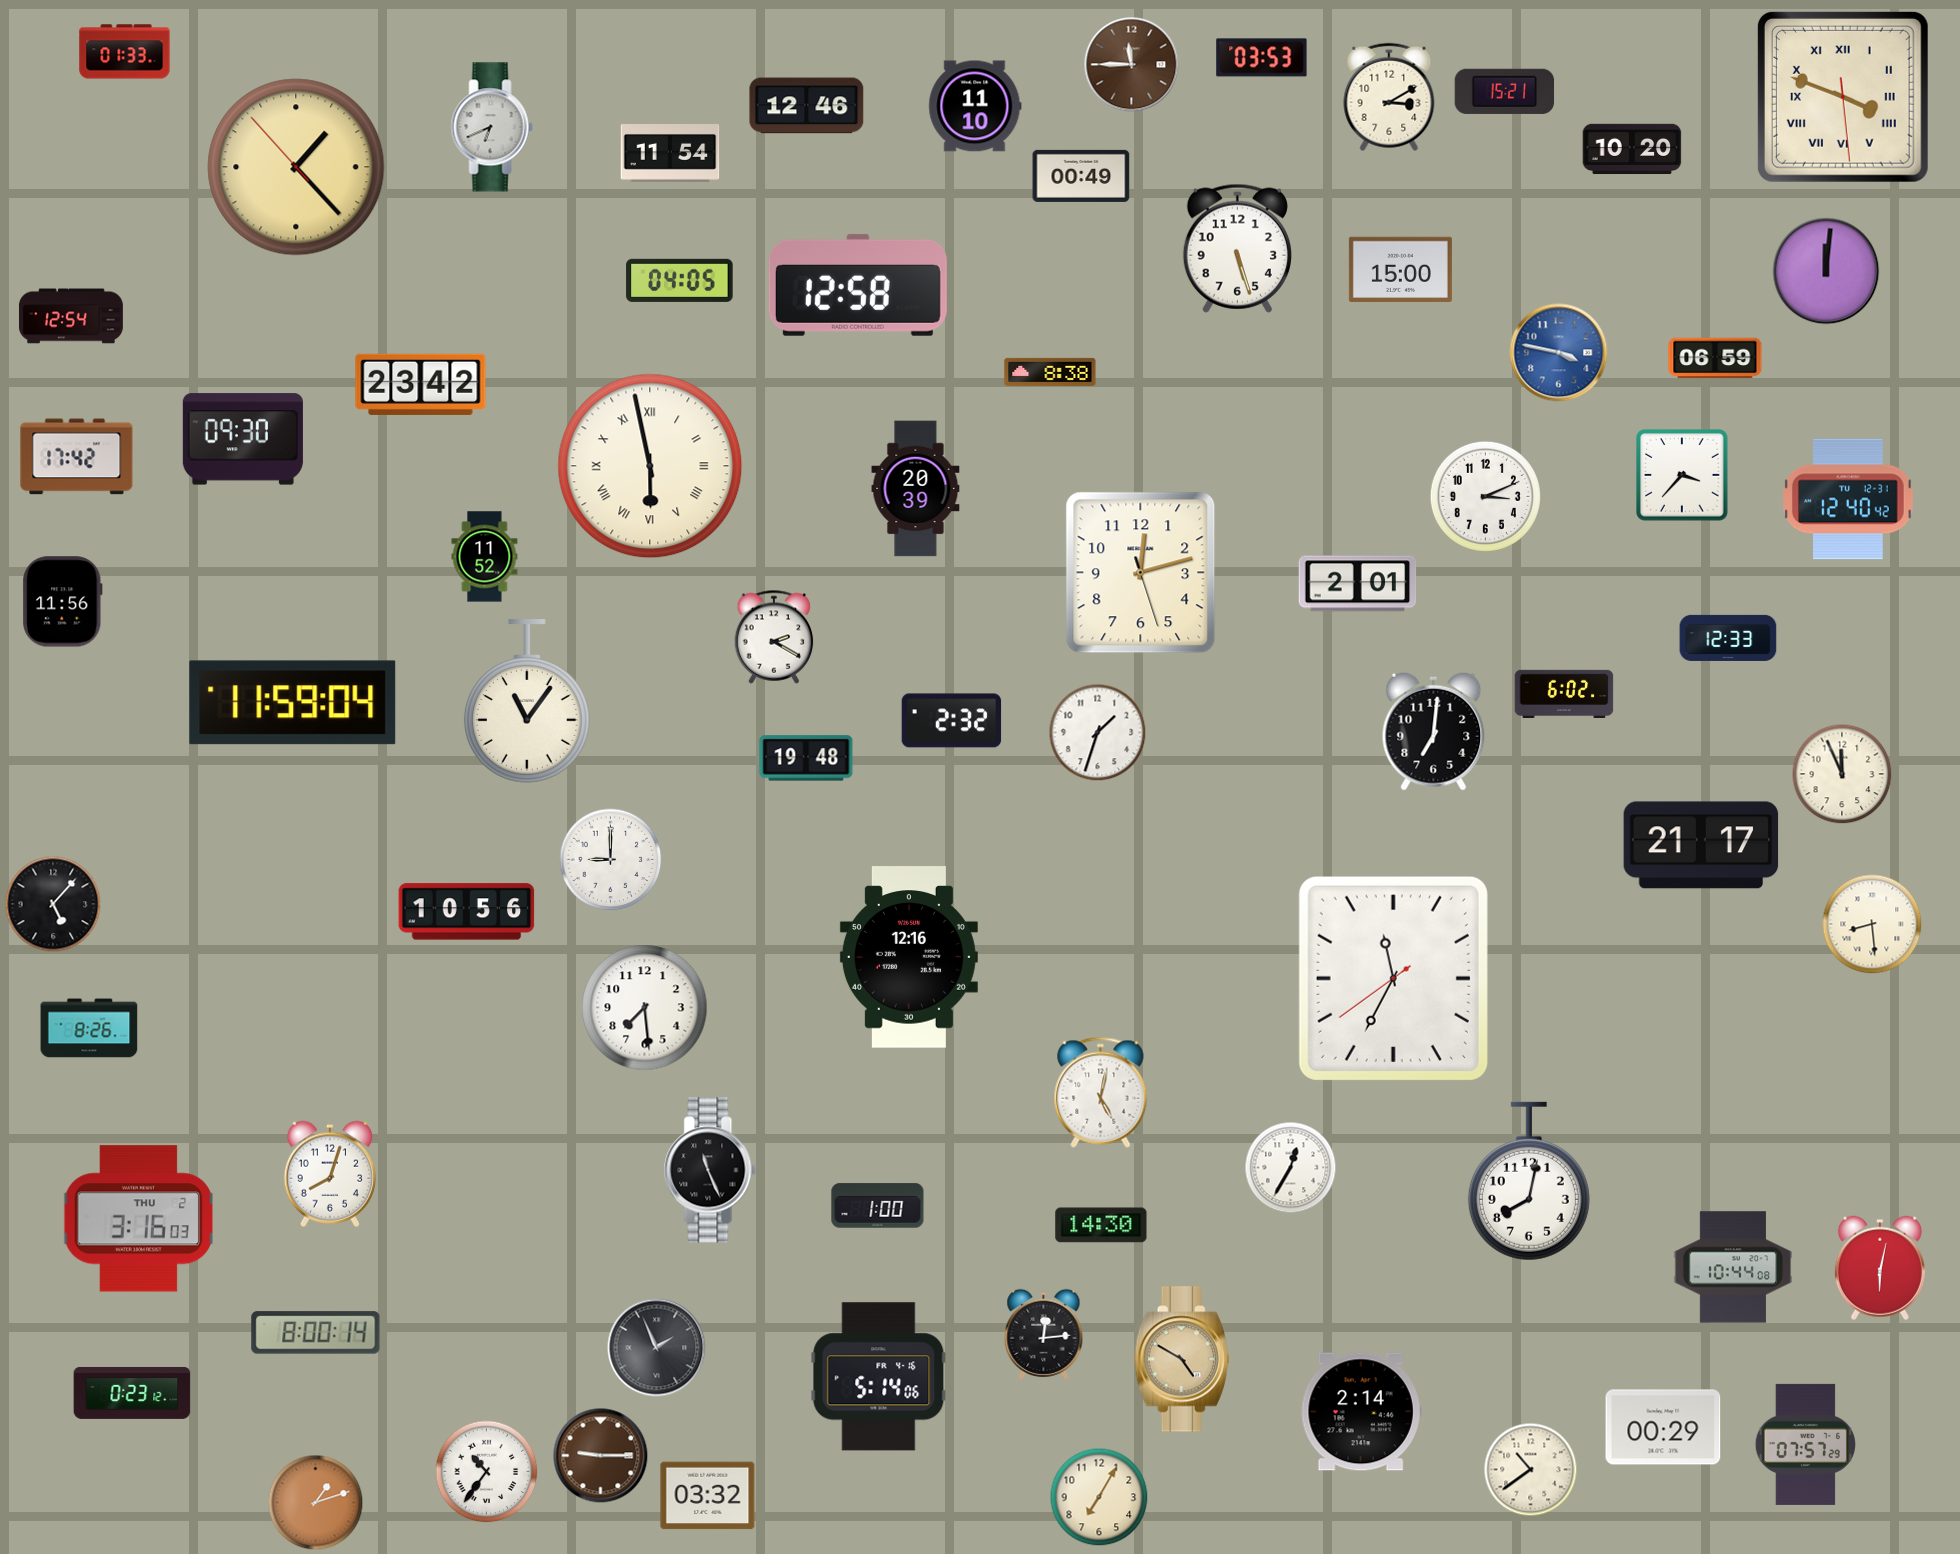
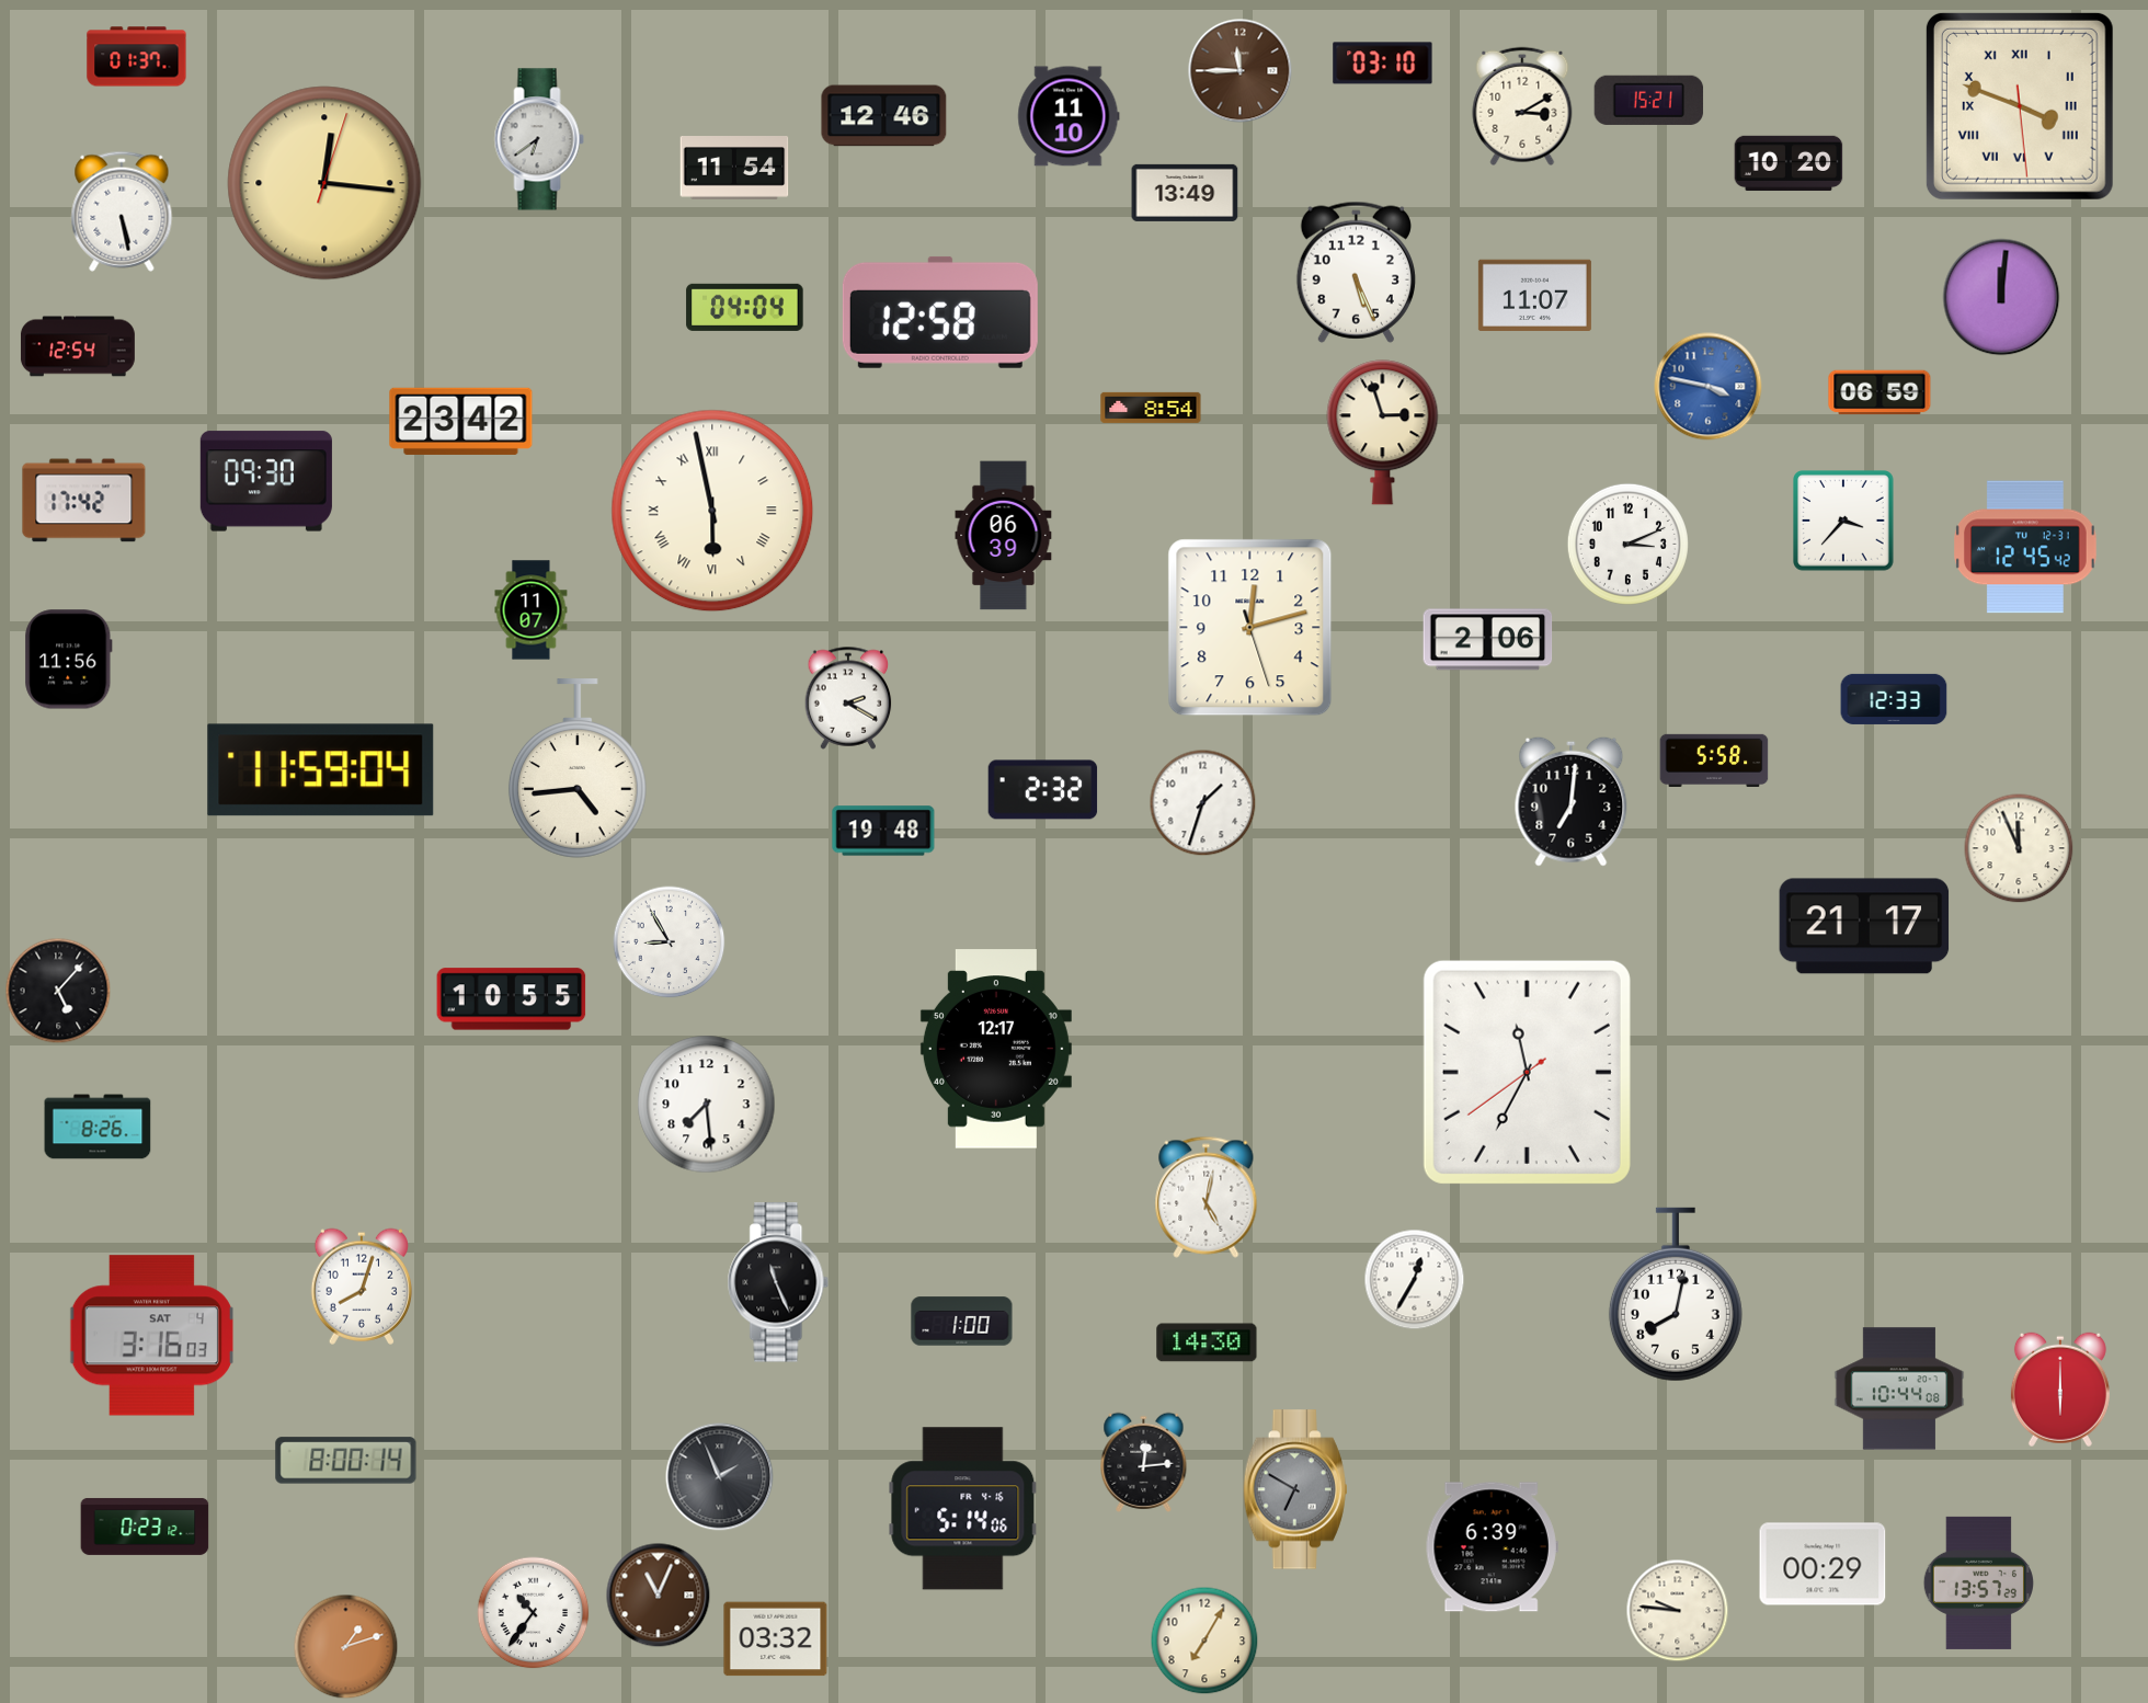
clock at (125, 52): 01:33 -> 01:37
clock at (1262, 58): 03:53 -> 03:10
clock at (492, 127): 6:41 -> 6:39
clock at (296, 167): 1:22 -> 12:16
clock at (1081, 176): 00:49 -> 13:49
clock at (122, 212): none -> 5:28
clock at (1237, 248): 5:27 -> 5:26
clock at (1400, 269): 15:00 -> 11:07
clock at (680, 280): 04:05 -> 04:04
clock at (1050, 372): 8:38 -> 8:54
clock at (1383, 433): none -> 2:57
clock at (916, 489): 20:39 -> 06:39
clock at (1849, 499): 12:40 -> 12:45
clock at (485, 557): 11:52 -> 11:07
clock at (1358, 584): 2:01 -> 2:06
clock at (1564, 693): 6:02 -> 5:58
clock at (527, 701): 11:06 -> 4:44
clock at (611, 860): 9:00 -> 8:55
clock at (467, 912): 10:56 -> 10:55
clock at (1872, 924): 8:29 -> none
clock at (909, 957): 12:16 -> 12:17
clock at (138, 1219) date: THU 2 -> SAT 4
clock at (1880, 1268): 6:02 -> 6:00
clock at (1182, 1359): 4:50 -> 6:50
clock at (1182, 1359) dial: champagne -> grey
clock at (1361, 1412): 2:14 -> 6:39
clock at (1805, 1444): 07:57 -> 13:57
clock at (601, 1456): 9:15 -> 11:04
clock at (1531, 1470): 10:39 -> 9:46
